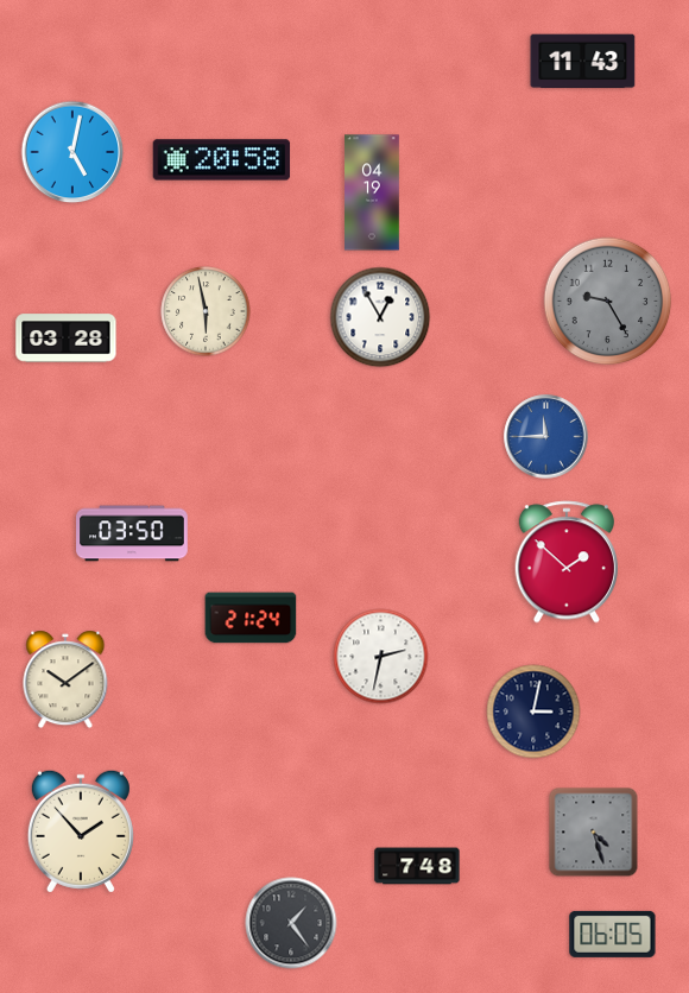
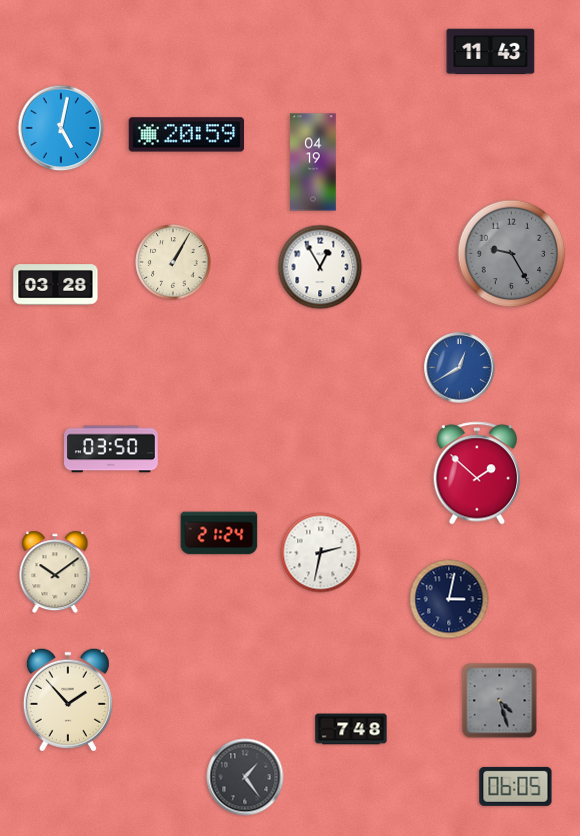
clock at (222, 160): 20:58 -> 20:59
clock at (206, 311): 5:58 -> 1:05
clock at (546, 437): 11:45 -> 12:40
clock at (251, 618) position: (251, 618) -> (219, 533)
